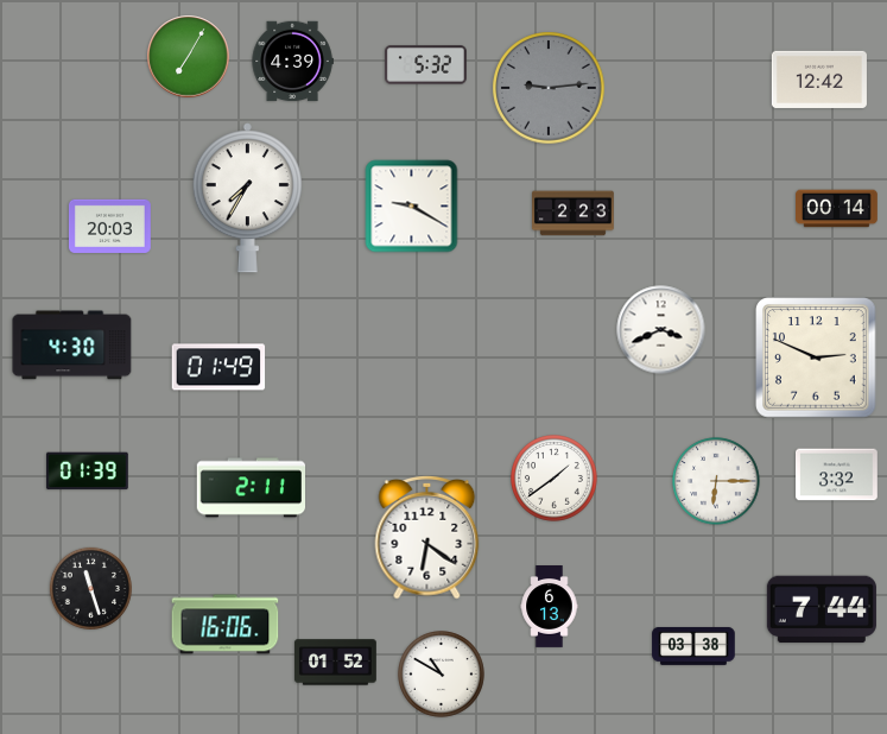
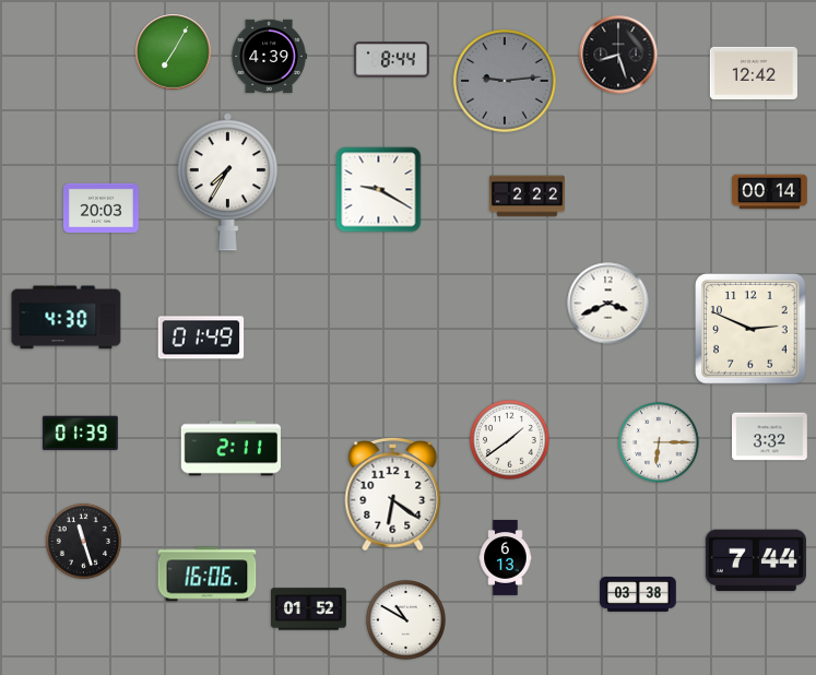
clock at (618, 55): none -> 8:27
clock at (426, 65): 5:32 -> 8:44
clock at (574, 214): 2:23 -> 2:22
